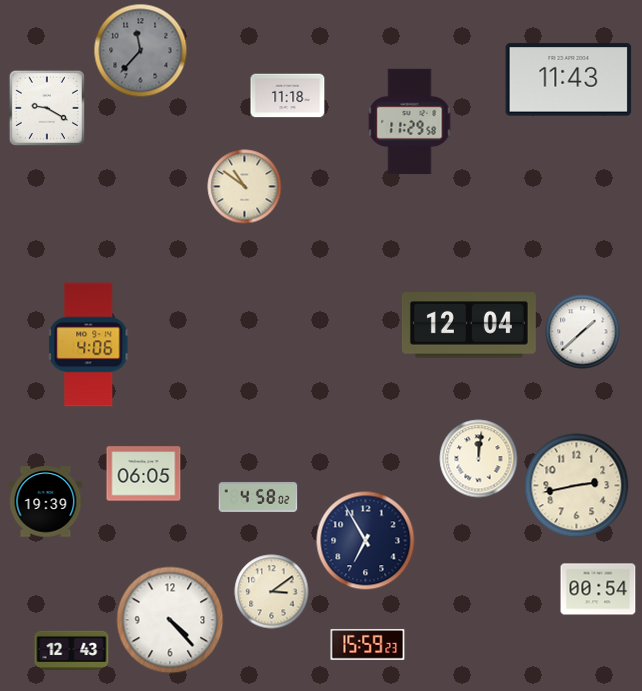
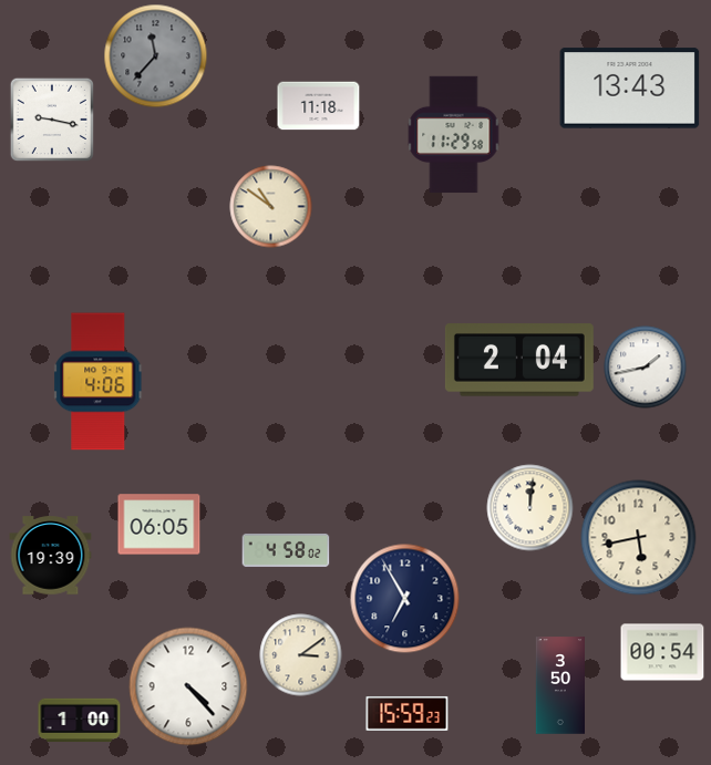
clock at (569, 80): 11:43 -> 13:43
clock at (46, 107): 9:20 -> 9:17
clock at (469, 325): 12:04 -> 2:04
clock at (583, 332): 1:38 -> 1:43
clock at (577, 486): 2:43 -> 5:43
clock at (559, 685): none -> 3:50
clock at (72, 651): 12:43 -> 1:00
